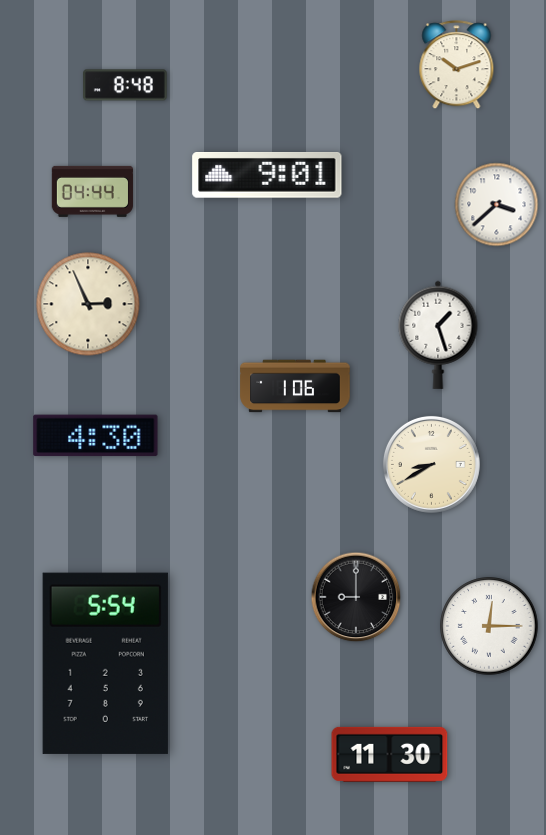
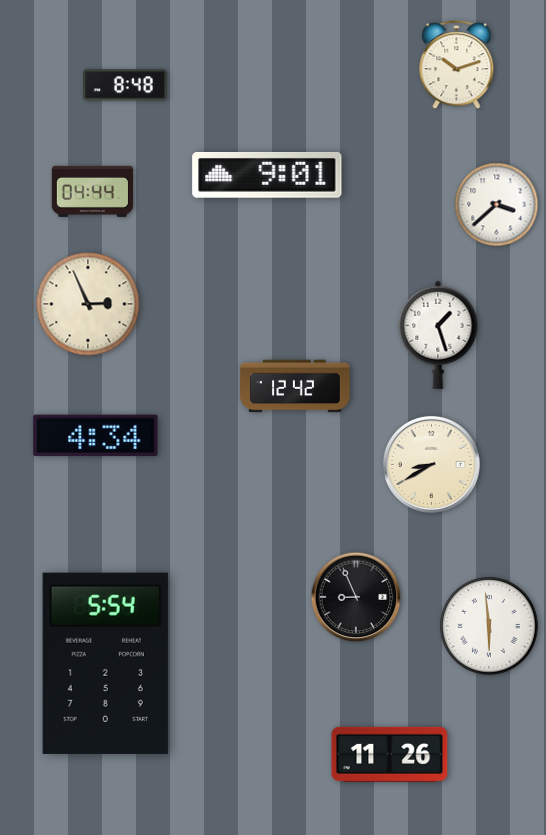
clock at (295, 386): 1:06 -> 12:42
clock at (96, 436): 4:30 -> 4:34
clock at (356, 597): 9:00 -> 8:56
clock at (489, 626): 12:15 -> 5:59
clock at (390, 754): 11:30 -> 11:26
